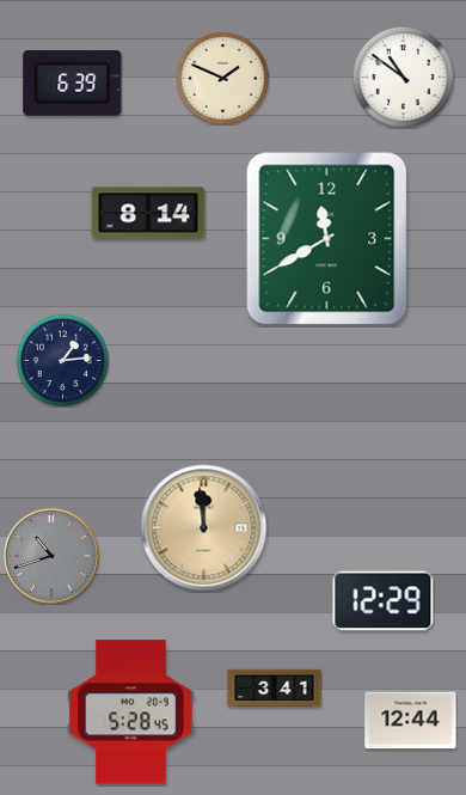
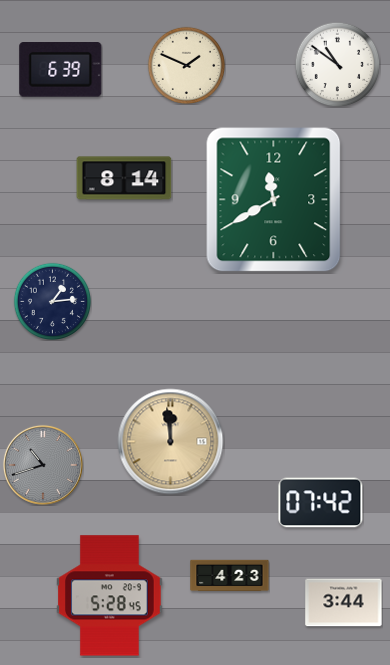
clock at (384, 601): 12:29 -> 07:42
clock at (275, 689): 3:41 -> 4:23
clock at (411, 721): 12:44 -> 3:44
